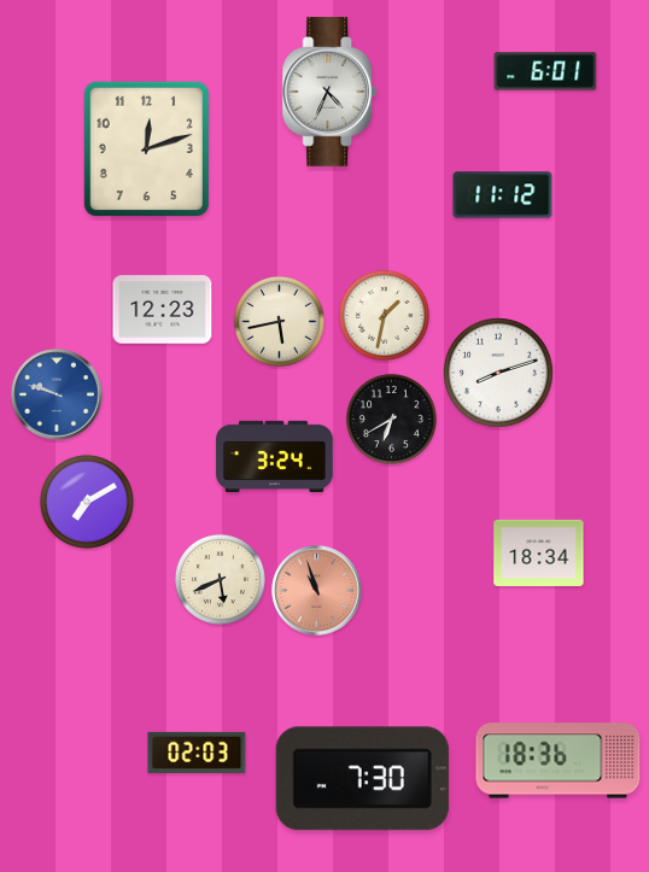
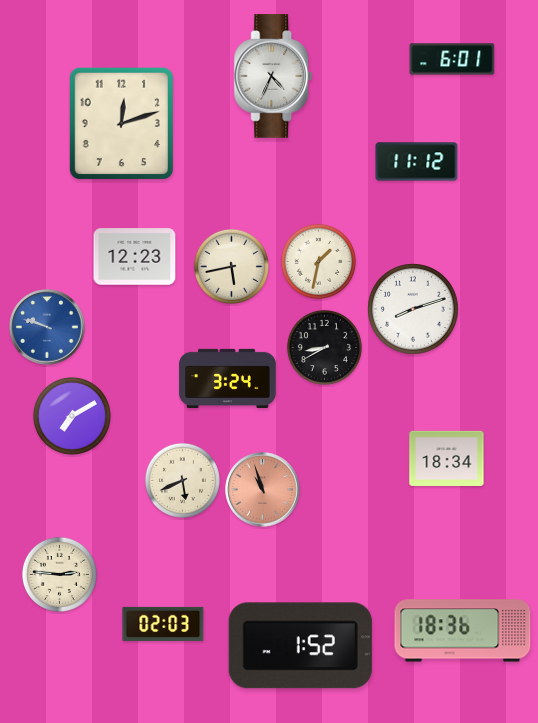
clock at (391, 419): 6:40 -> 8:40
clock at (59, 574): none -> 2:46
clock at (362, 779): 7:30 -> 1:52
